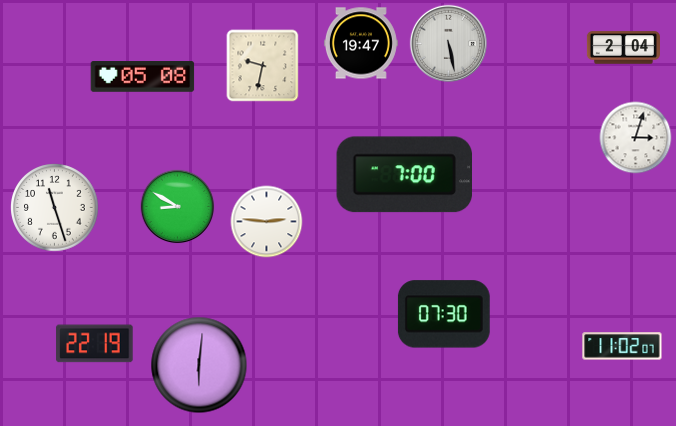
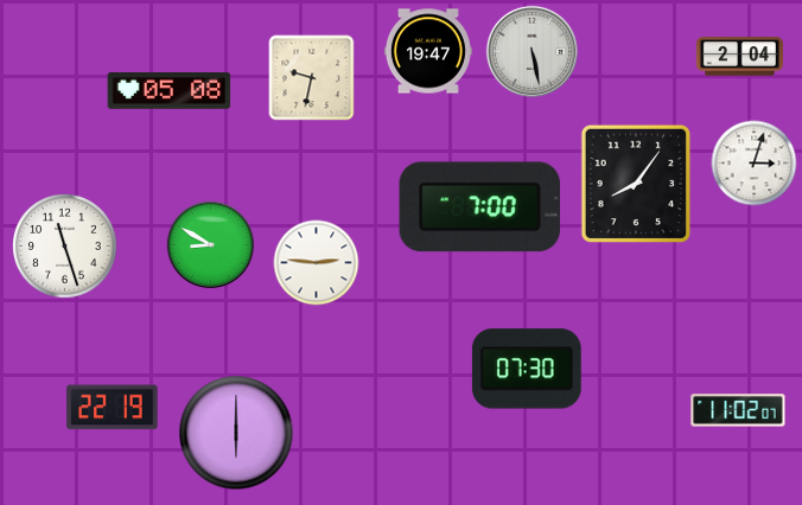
clock at (635, 184): none -> 8:06
clock at (444, 314) position: (444, 314) -> (527, 369)
clock at (199, 365): 6:01 -> 6:00
